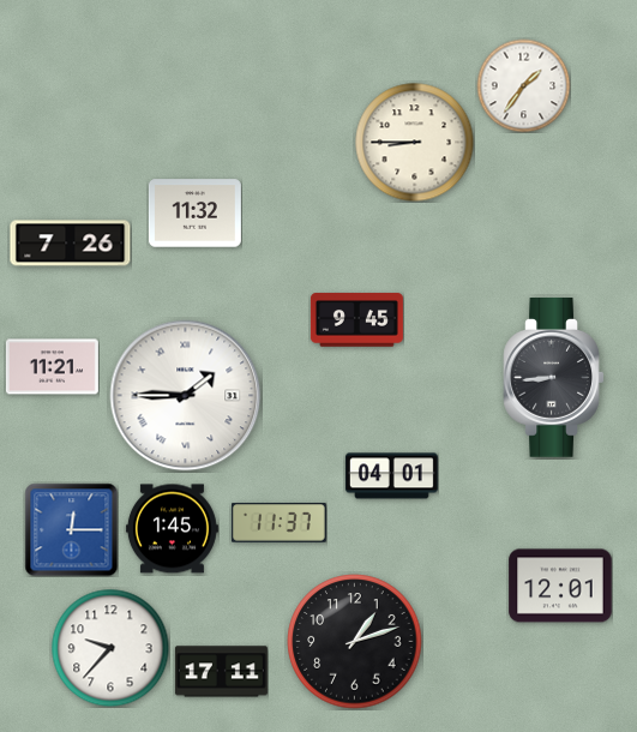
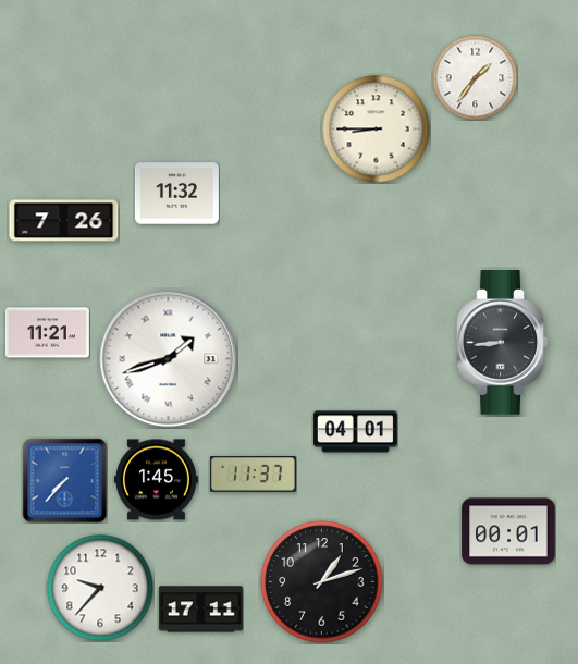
clock at (356, 320): 9:45 -> none
clock at (186, 396): 1:45 -> 1:42
clock at (71, 529): 12:15 -> 7:37
clock at (560, 586): 12:01 -> 00:01
